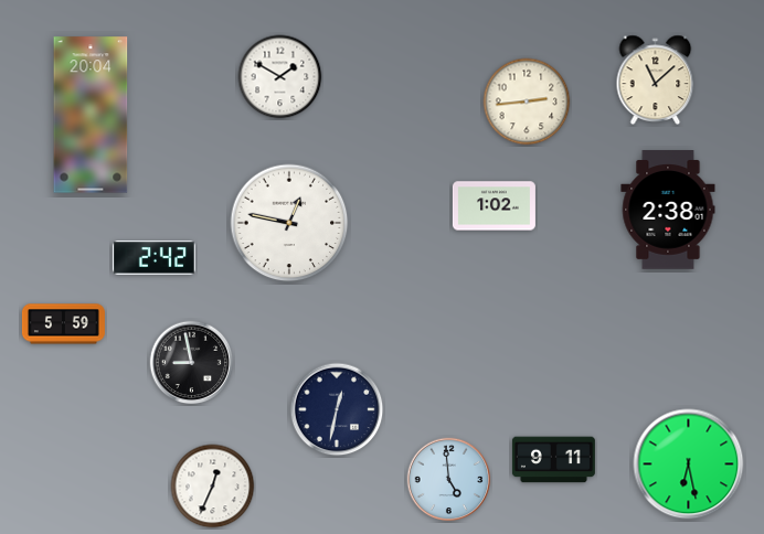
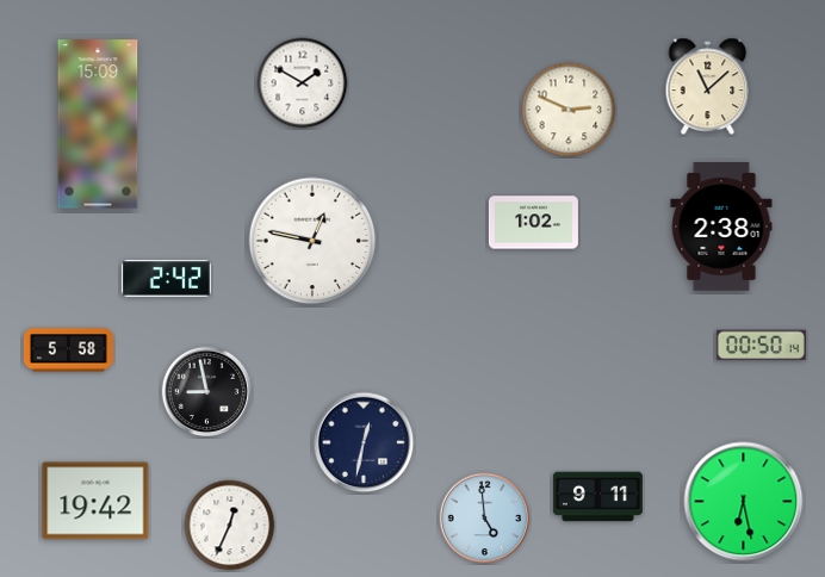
clock at (527, 102): 2:44 -> 2:49
clock at (91, 115): 20:04 -> 15:09
clock at (761, 346): none -> 00:50
clock at (63, 324): 5:59 -> 5:58
clock at (95, 501): none -> 19:42
